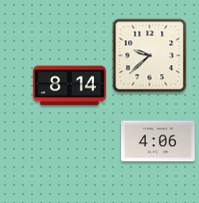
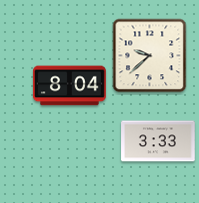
clock at (70, 86): 8:14 -> 8:04
clock at (158, 141): 4:06 -> 3:33
